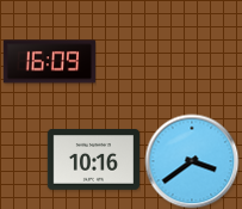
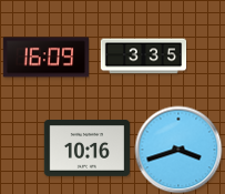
clock at (143, 57): none -> 3:35
clock at (192, 161): 3:39 -> 3:42
